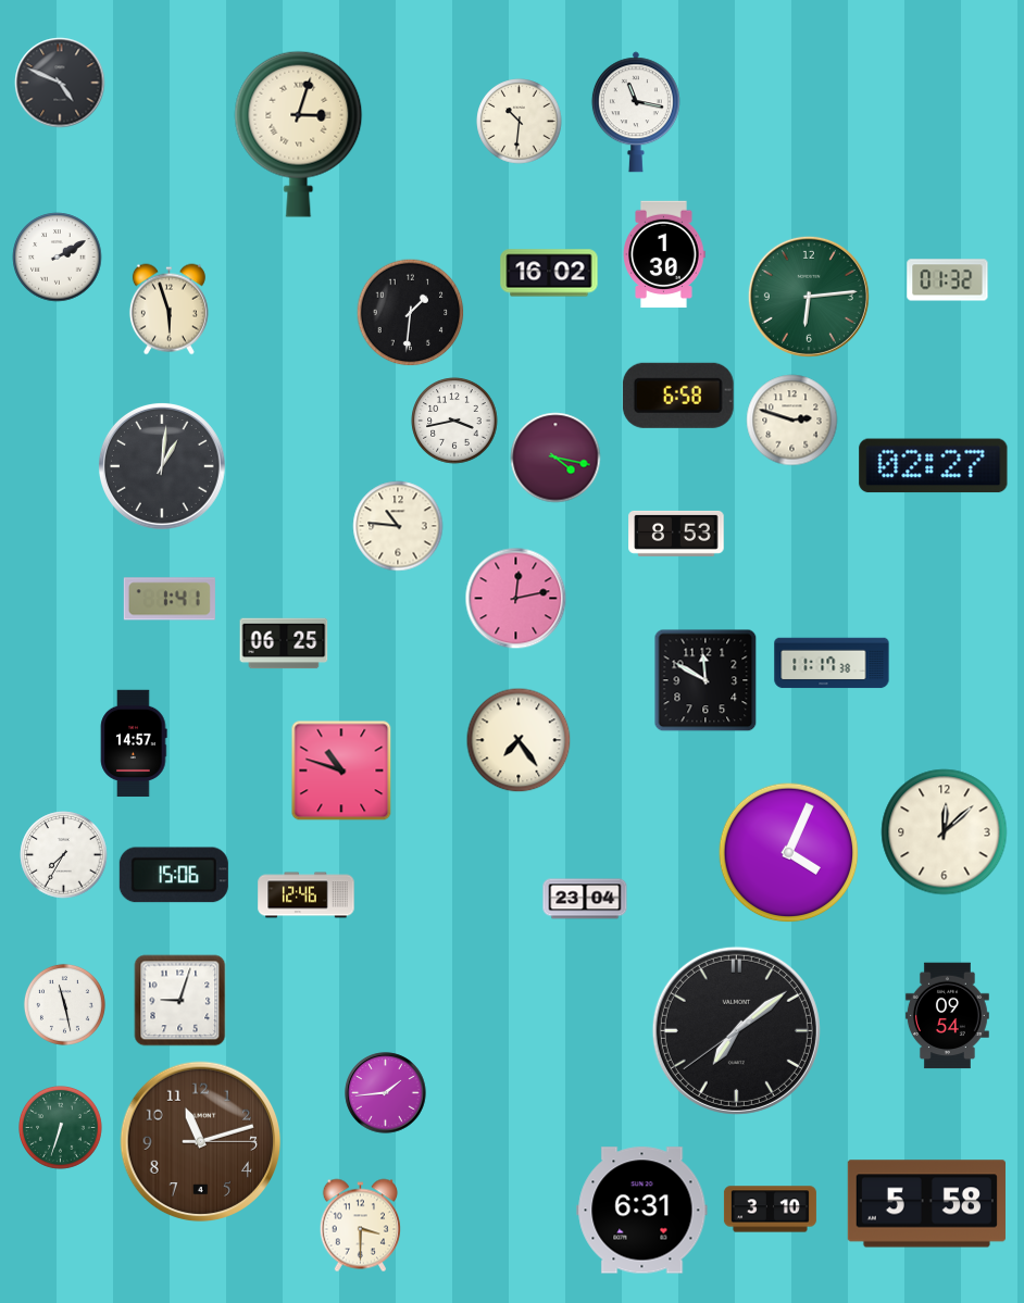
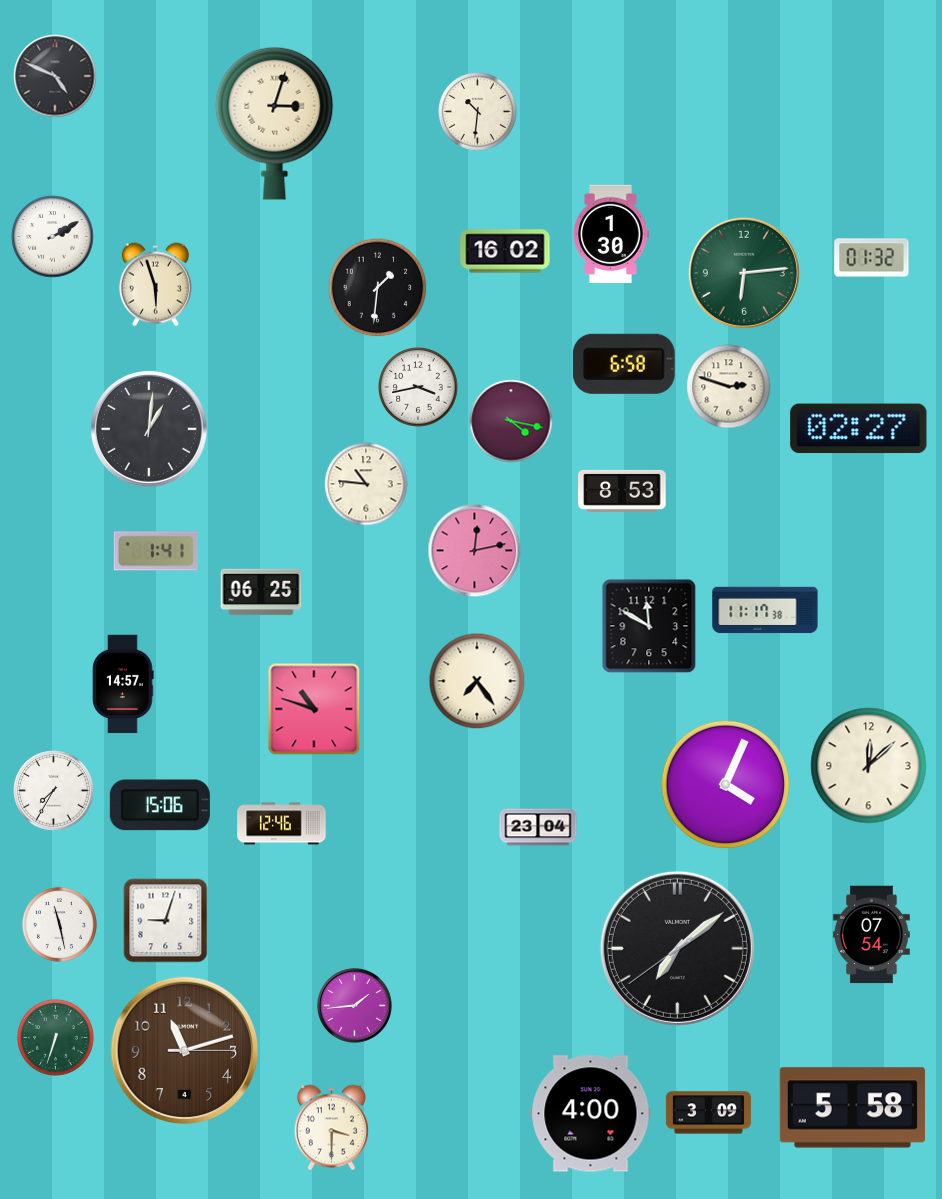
clock at (636, 112): 11:17 -> none
clock at (64, 855) position: (64, 855) -> (54, 791)
clock at (947, 1016): 09:54 -> 07:54
clock at (770, 1210): 3:10 -> 3:09
clock at (642, 1211): 6:31 -> 4:00
